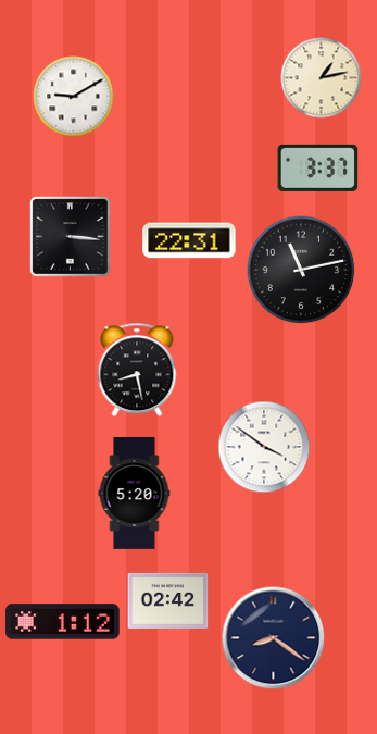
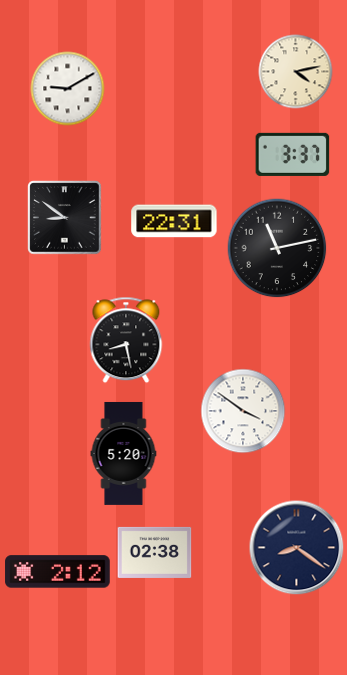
clock at (322, 78): 1:13 -> 4:13
clock at (71, 237): 3:16 -> 8:51
clock at (168, 600): 02:42 -> 02:38
clock at (63, 622): 1:12 -> 2:12
clock at (274, 638) position: (274, 638) -> (297, 548)
